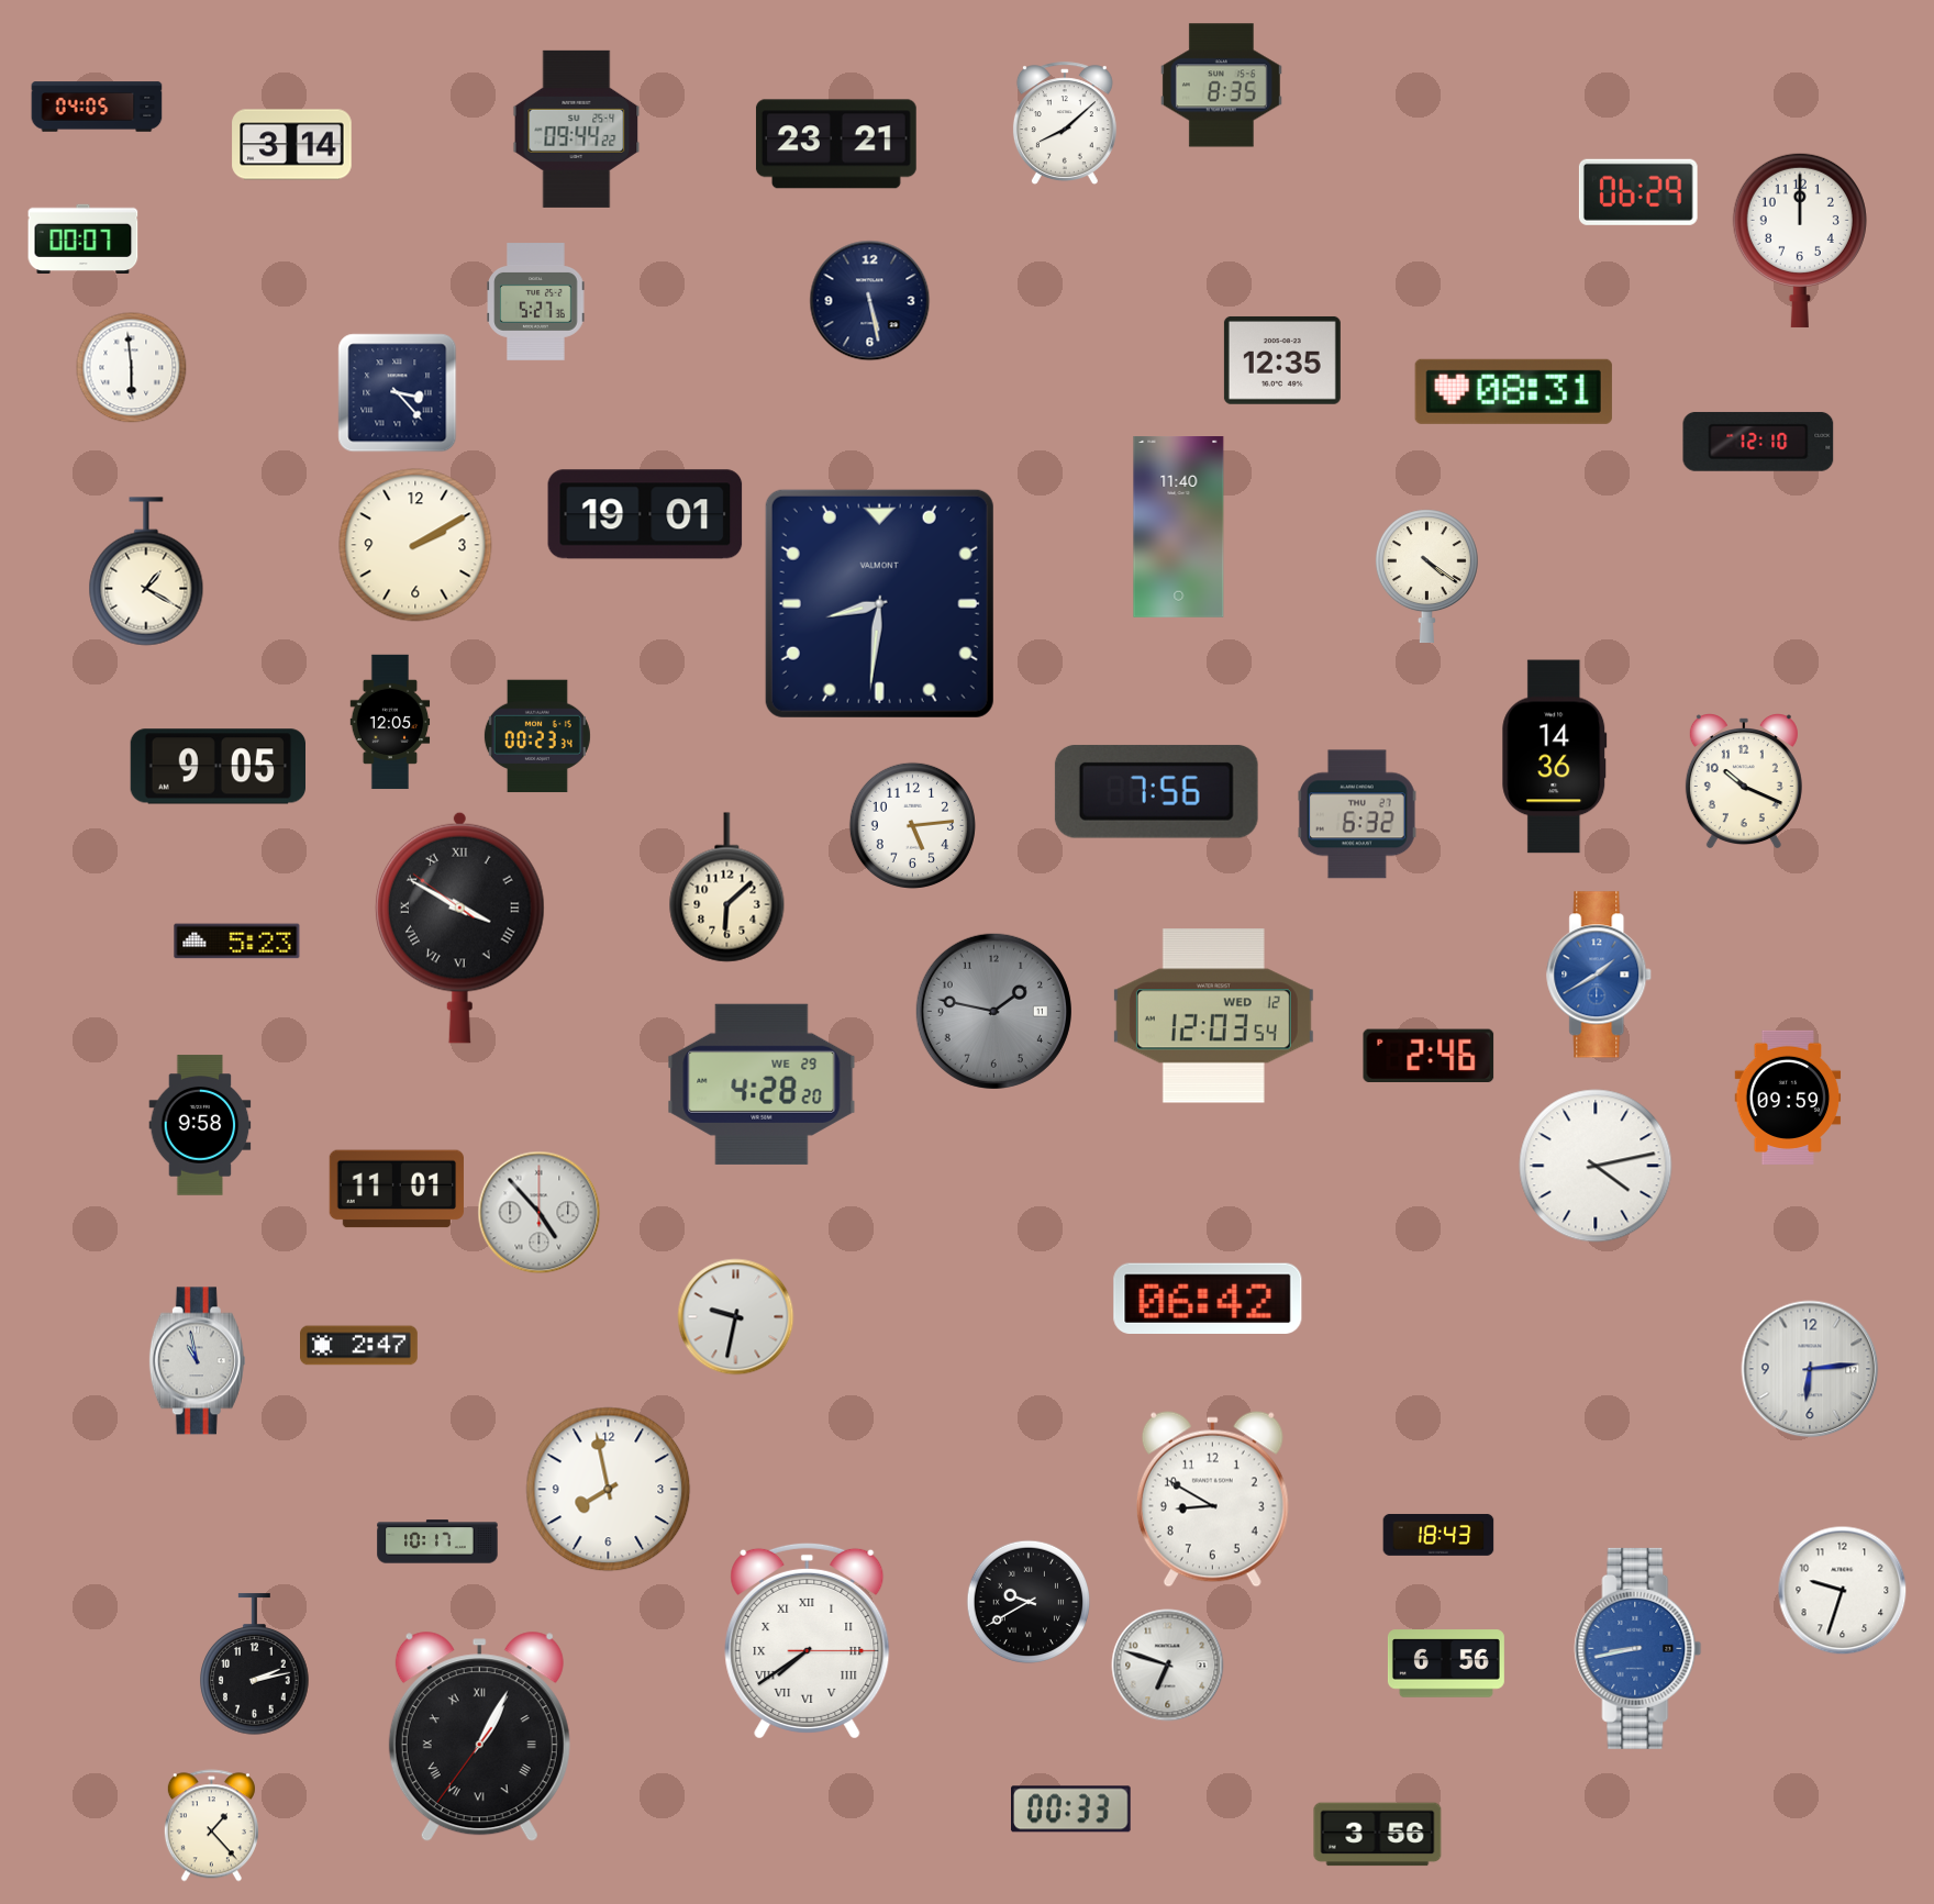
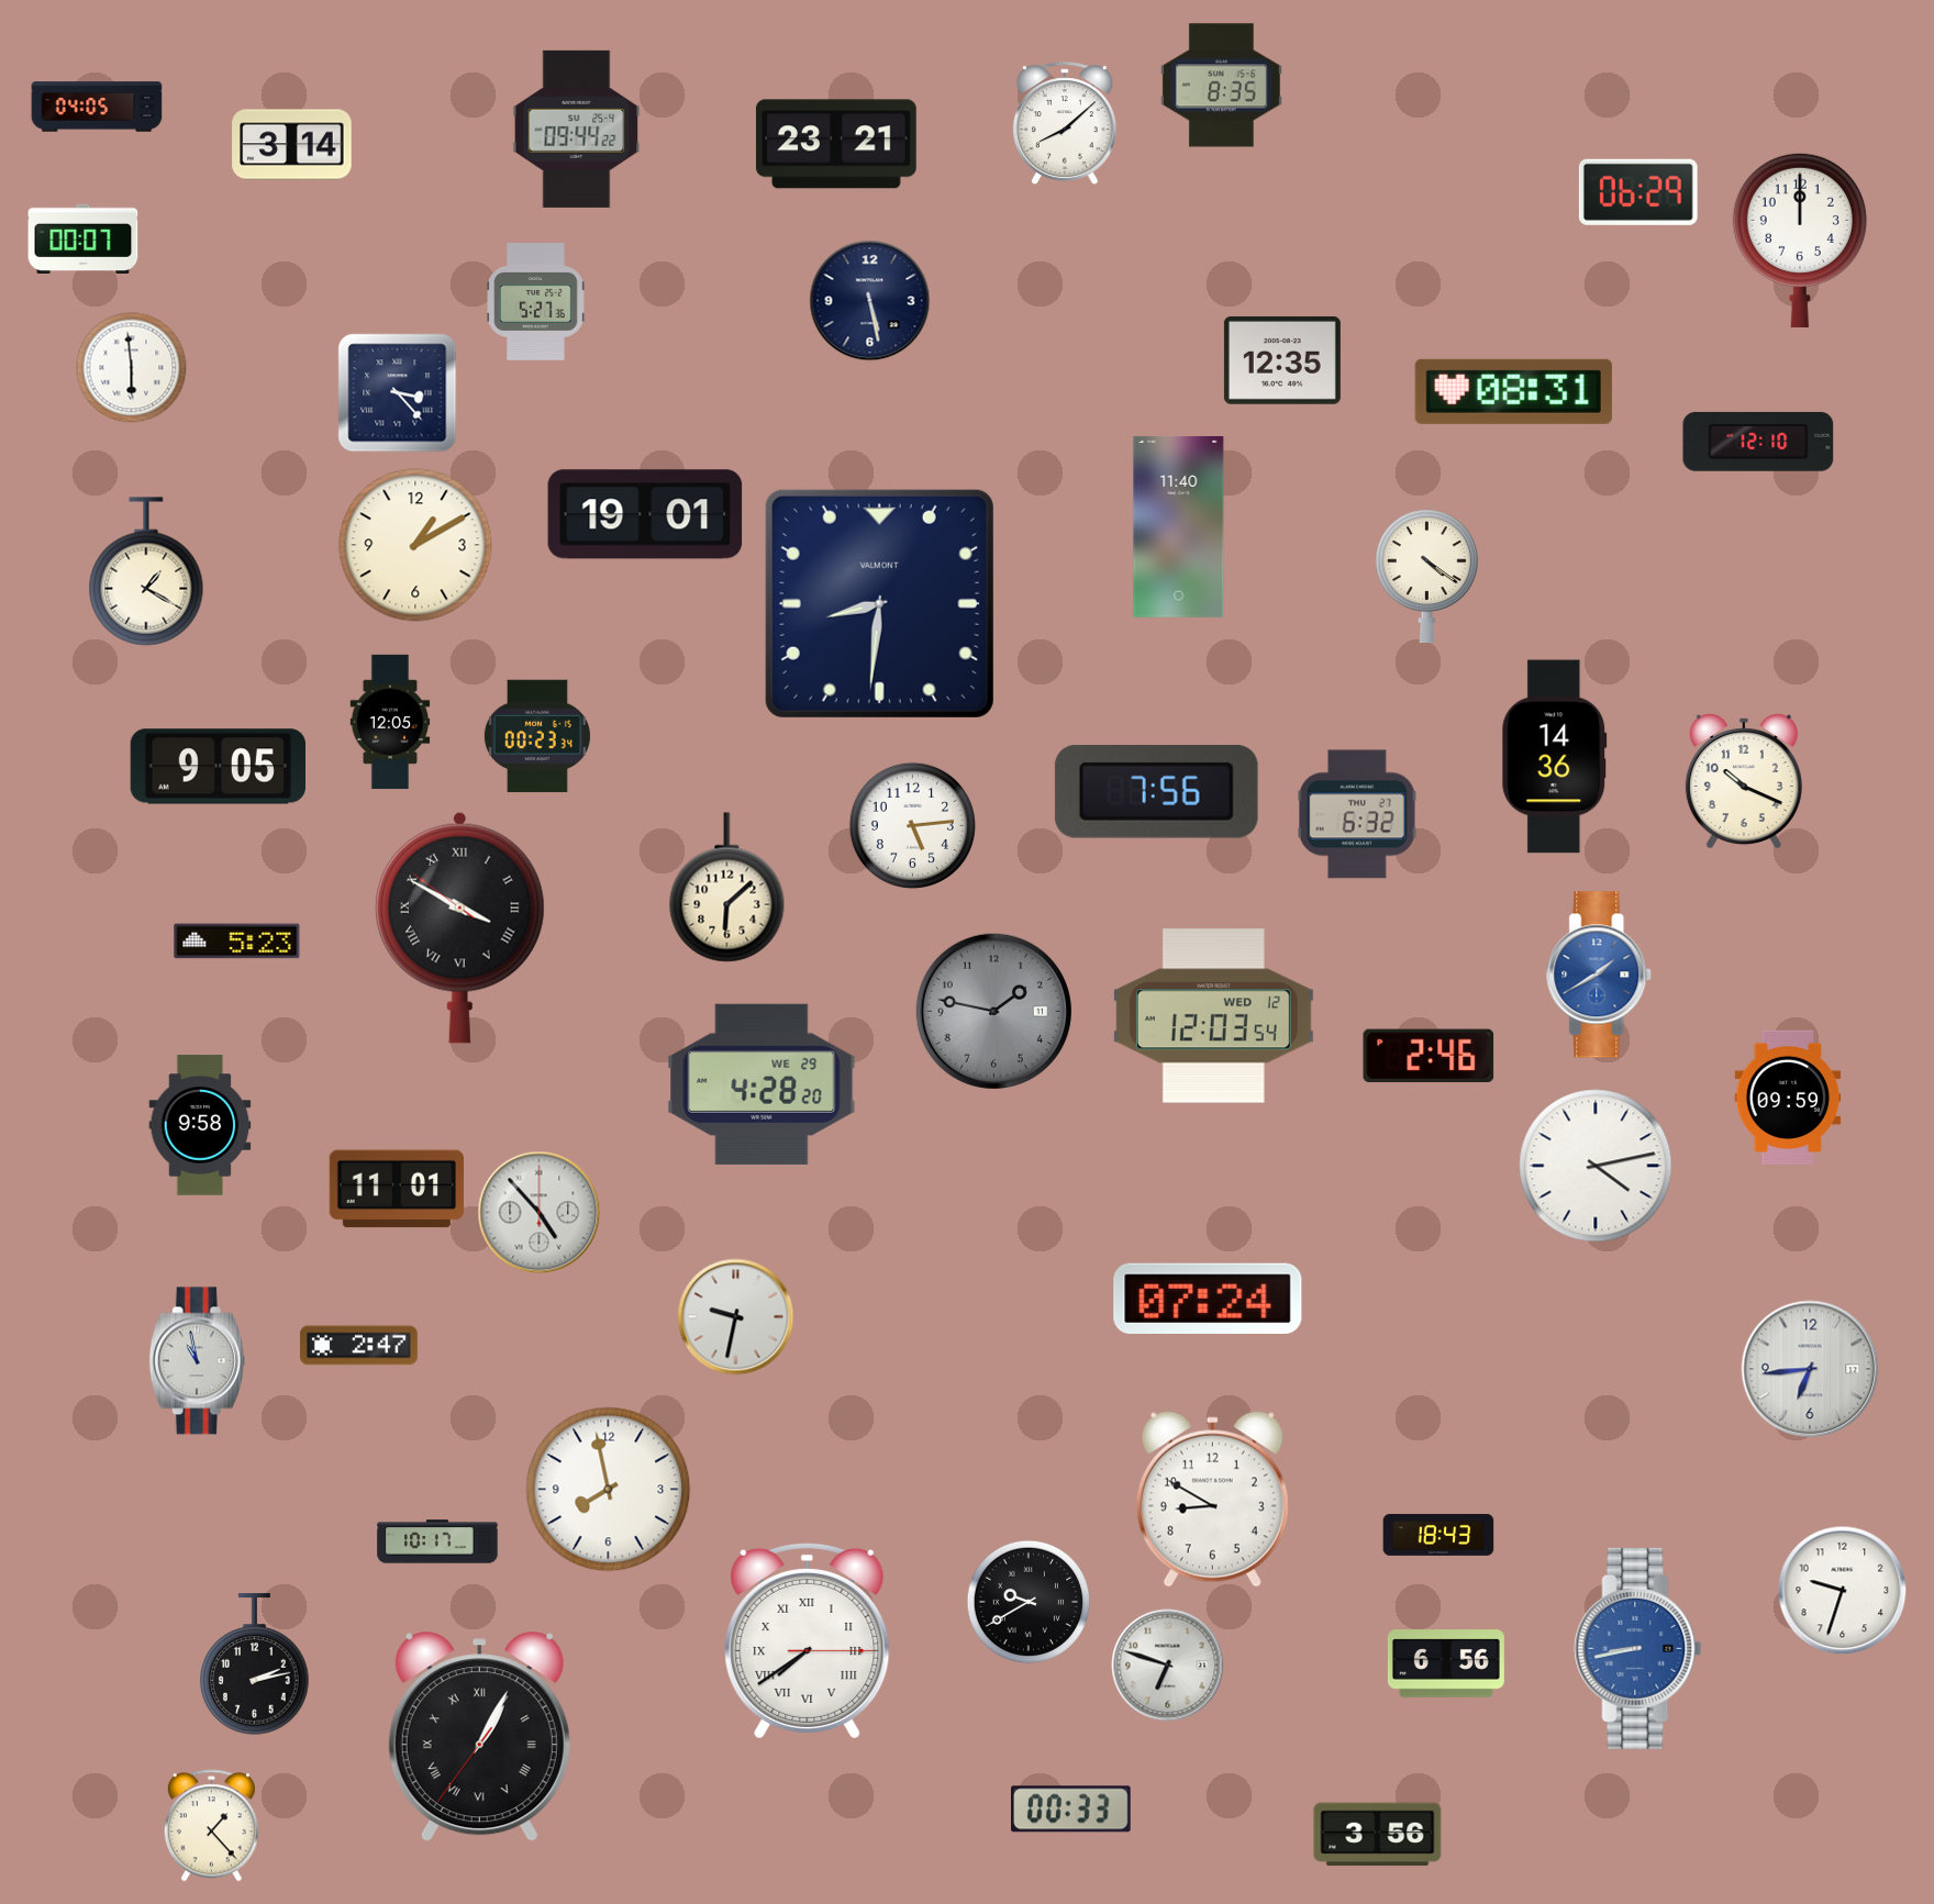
clock at (415, 545): 2:10 -> 1:10
clock at (1208, 1299): 06:42 -> 07:24
clock at (1810, 1369): 6:14 -> 6:44
